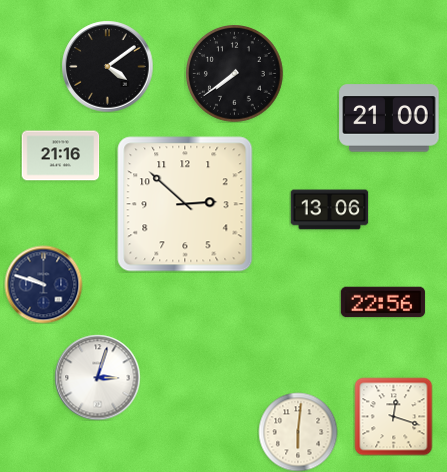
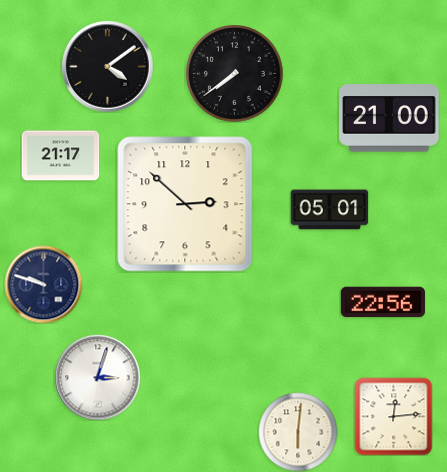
clock at (60, 156): 21:16 -> 21:17
clock at (329, 210): 13:06 -> 05:01
clock at (393, 416): 12:18 -> 12:14
